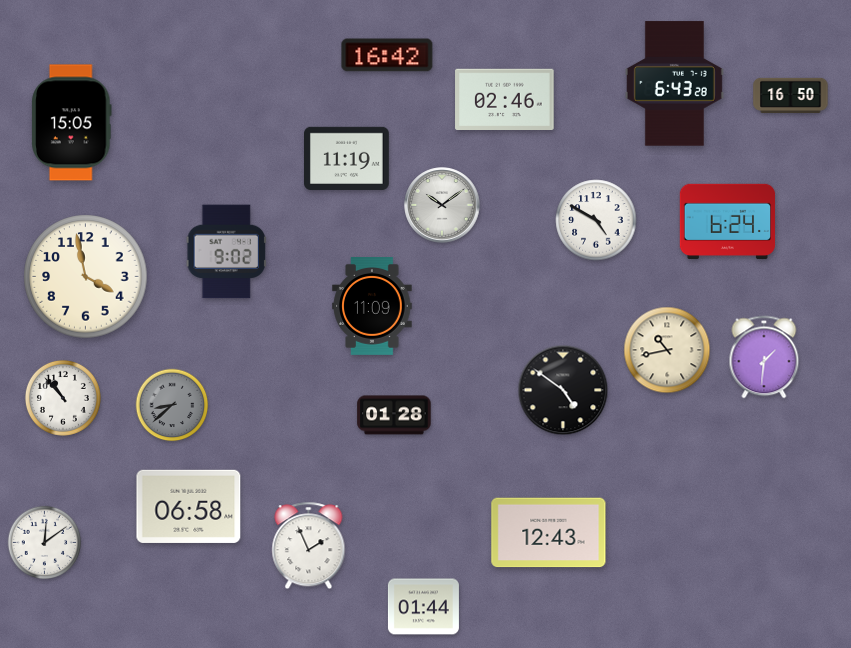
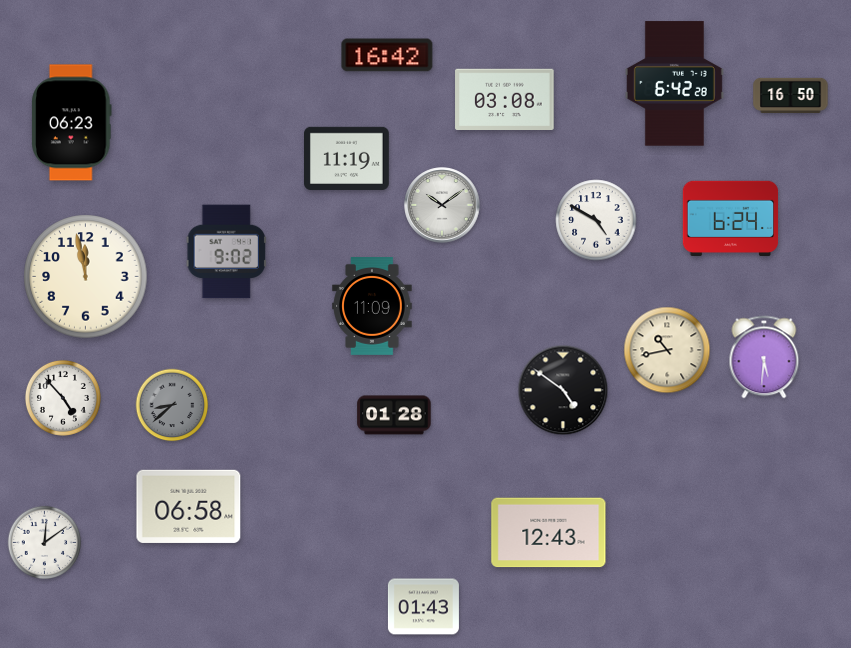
clock at (674, 84): 6:43 -> 6:42
clock at (505, 100): 02:46 -> 03:08
clock at (72, 123): 15:05 -> 06:23
clock at (728, 222) position: (728, 222) -> (731, 219)
clock at (86, 277): 3:58 -> 11:58
clock at (764, 357): 1:31 -> 5:31
clock at (63, 398): 10:53 -> 4:53
clock at (309, 546): 1:56 -> none
clock at (423, 607): 01:44 -> 01:43
